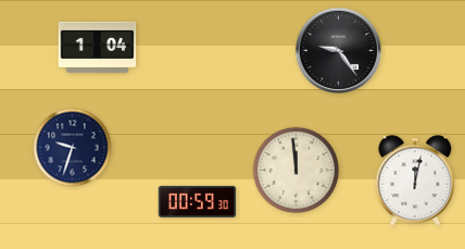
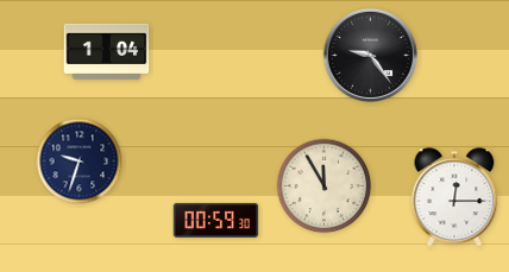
clock at (297, 171): 11:59 -> 11:55
clock at (415, 180): 12:02 -> 12:15
